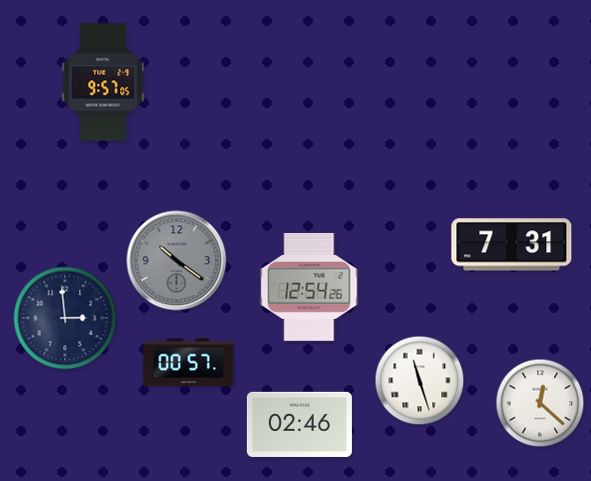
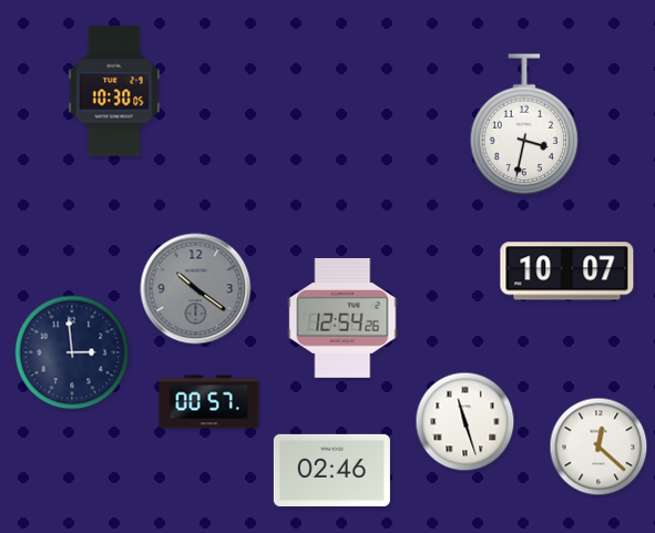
clock at (103, 82): 9:57 -> 10:30
clock at (524, 125): none -> 3:32
clock at (512, 245): 7:31 -> 10:07
